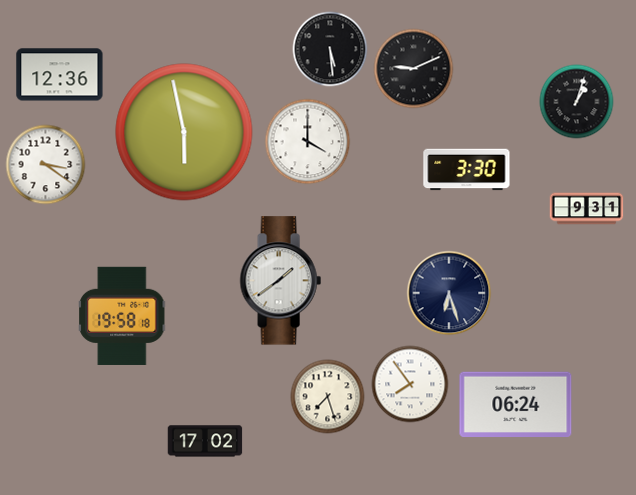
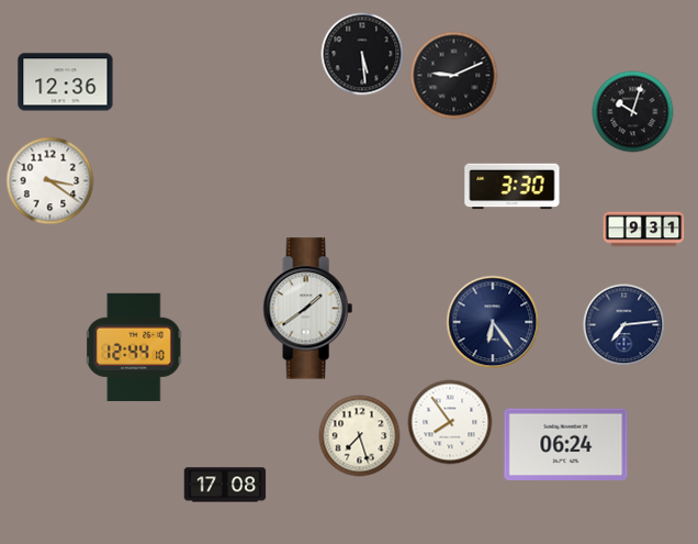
clock at (577, 102): 1:03 -> 10:03
clock at (184, 132): 5:58 -> none
clock at (308, 142): 4:00 -> none
clock at (449, 293): 6:27 -> 6:24
clock at (624, 325): none -> 7:14
clock at (123, 316): 19:58 -> 12:44
clock at (205, 441): 17:02 -> 17:08
